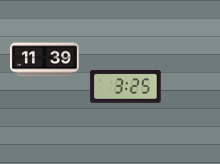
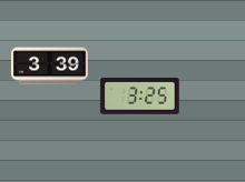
clock at (44, 60): 11:39 -> 3:39
